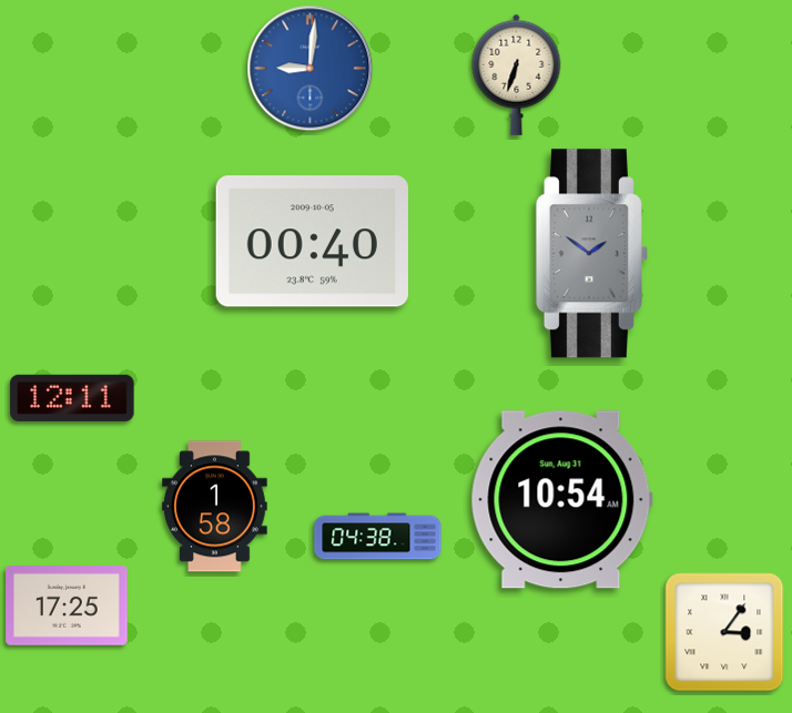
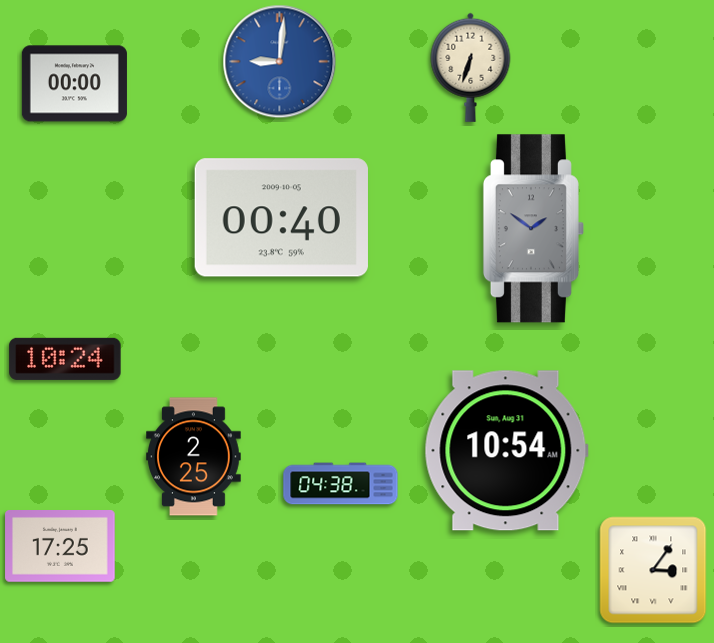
clock at (517, 74) position: (517, 74) -> (471, 67)
clock at (74, 84): none -> 00:00
clock at (72, 398): 12:11 -> 10:24
clock at (215, 507): 1:58 -> 2:25
